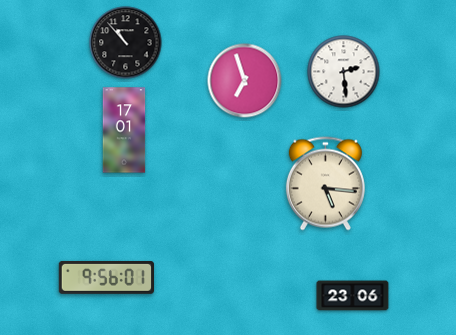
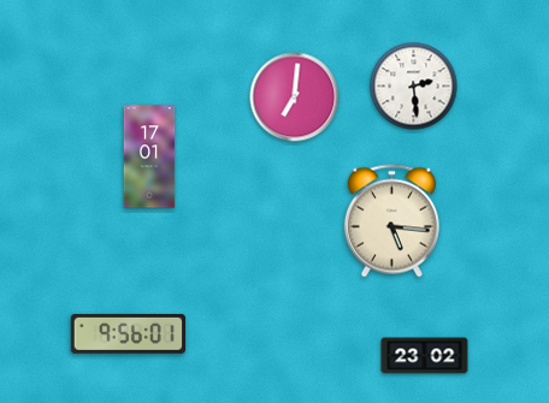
clock at (126, 43): 10:53 -> none
clock at (245, 81): 6:57 -> 7:01
clock at (353, 296): 23:06 -> 23:02
